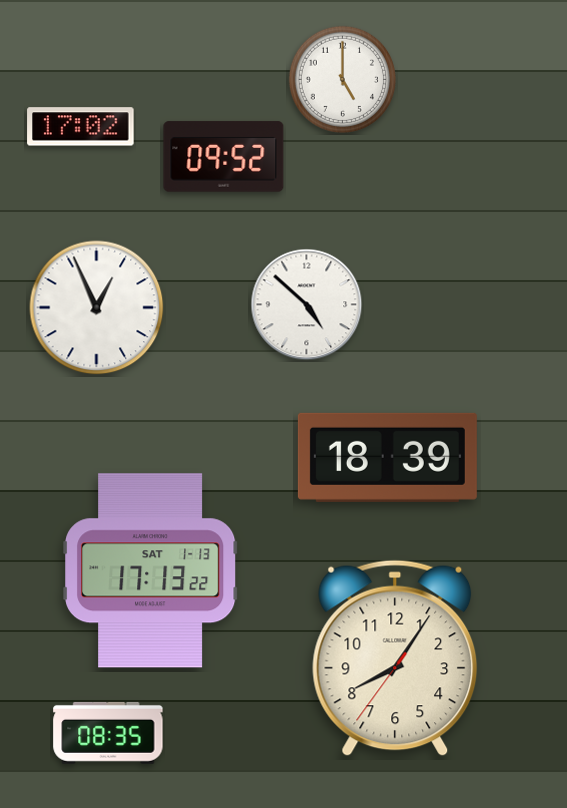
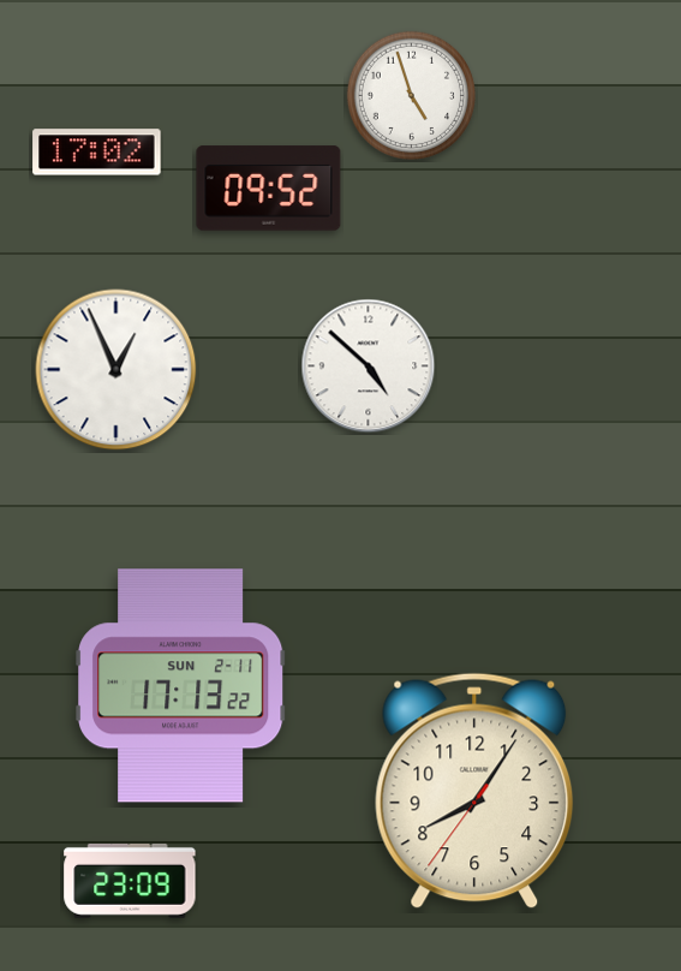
clock at (342, 79): 5:00 -> 4:57
clock at (387, 457): 18:39 -> none
clock at (151, 571) date: SAT 1-13 -> SUN 2-11
clock at (108, 733): 08:35 -> 23:09
